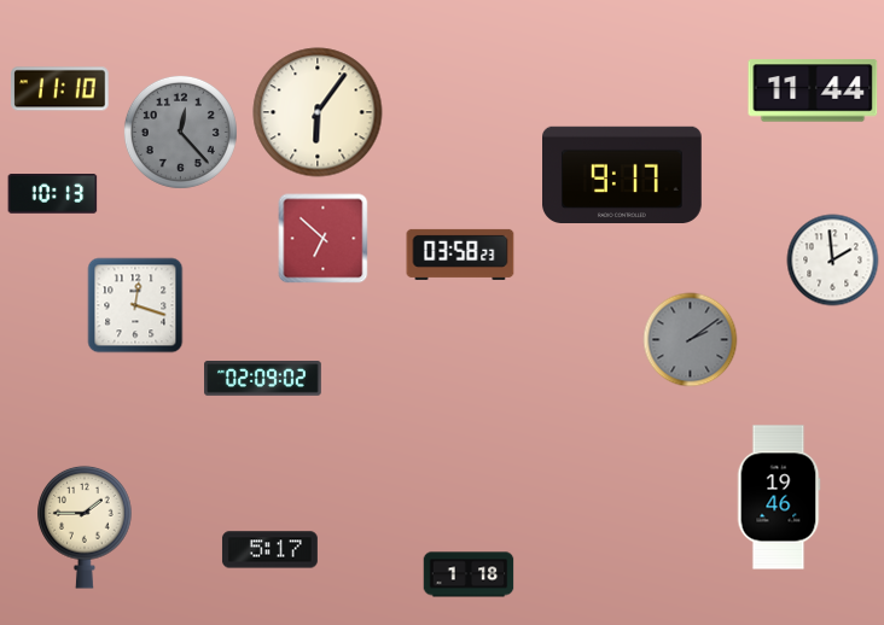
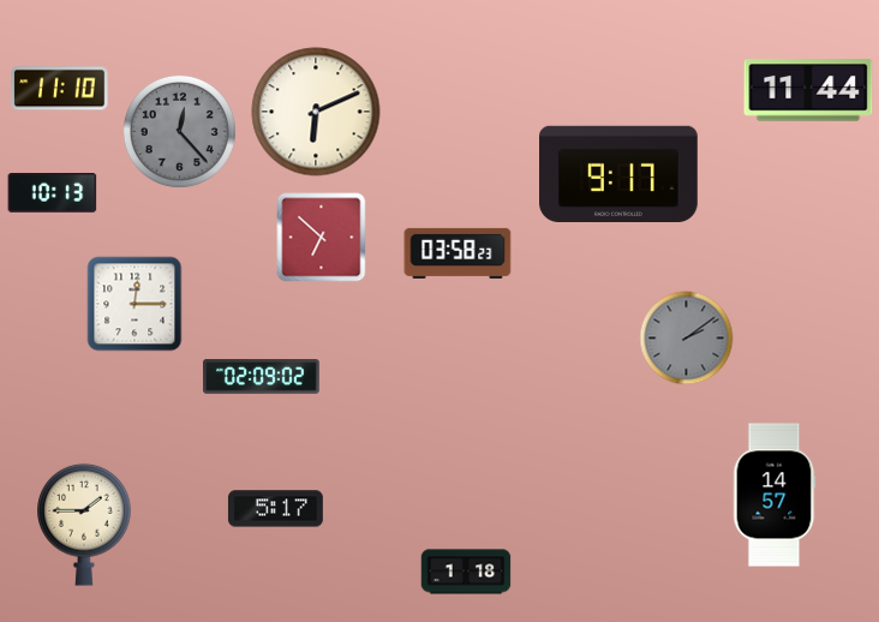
clock at (318, 112): 6:06 -> 6:11
clock at (833, 261): 1:59 -> none
clock at (135, 305): 12:18 -> 12:15
clock at (779, 497): 19:46 -> 14:57
clock at (269, 550) position: (269, 550) -> (275, 509)
